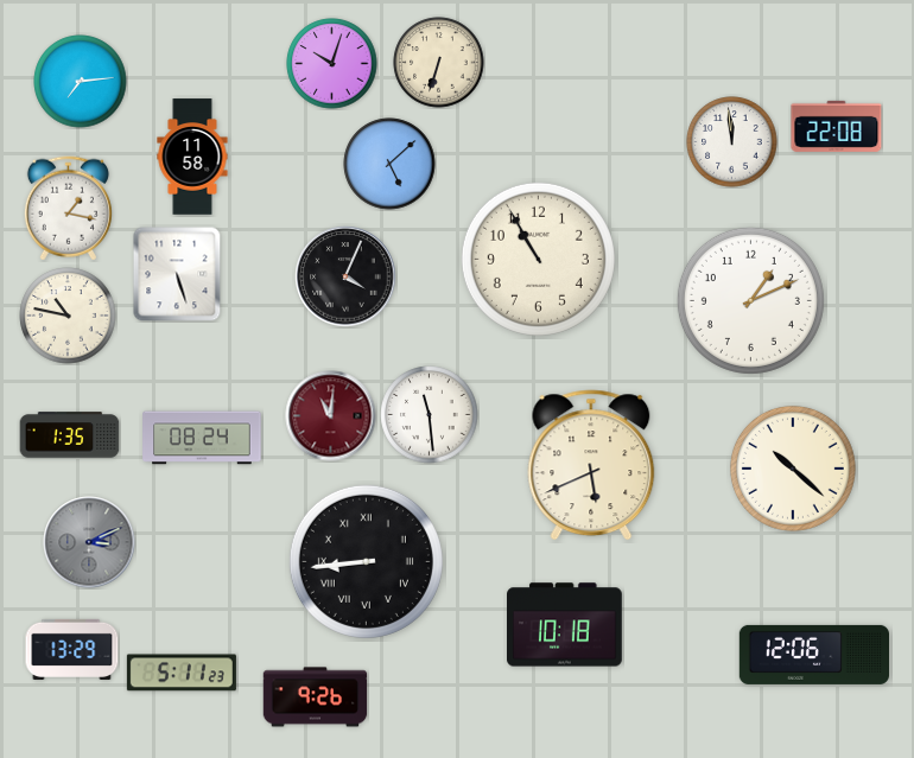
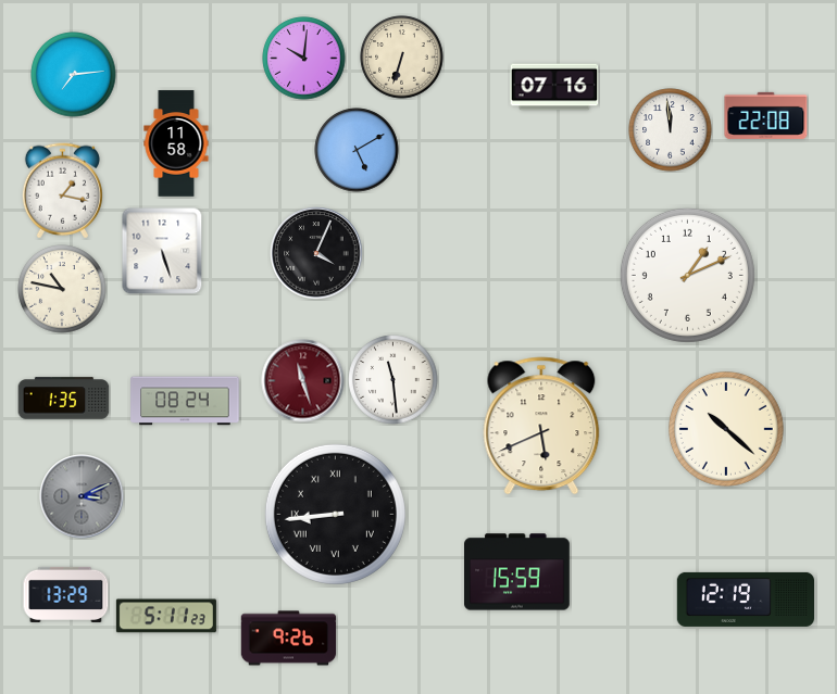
clock at (332, 64): 10:03 -> 10:01
clock at (554, 87): none -> 07:16
clock at (389, 164): 5:08 -> 5:10
clock at (538, 259): 10:55 -> none
clock at (331, 416): 11:01 -> 11:27
clock at (565, 625): 10:18 -> 15:59
clock at (813, 655): 12:06 -> 12:19
